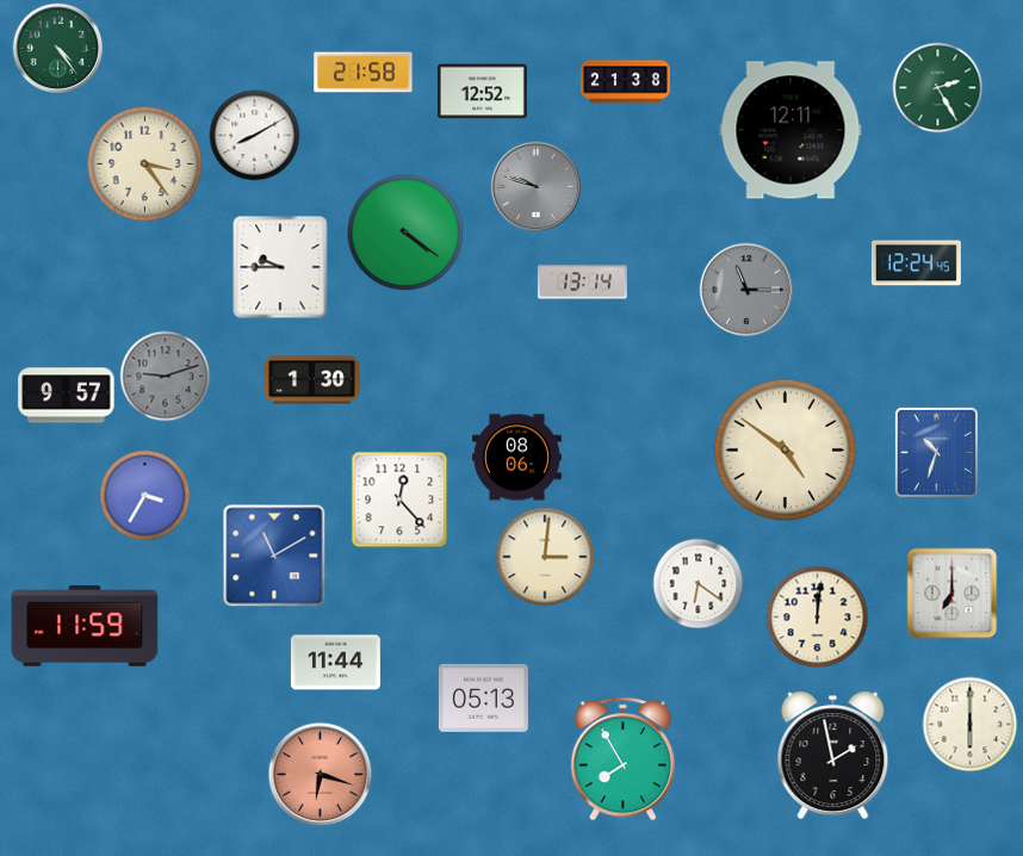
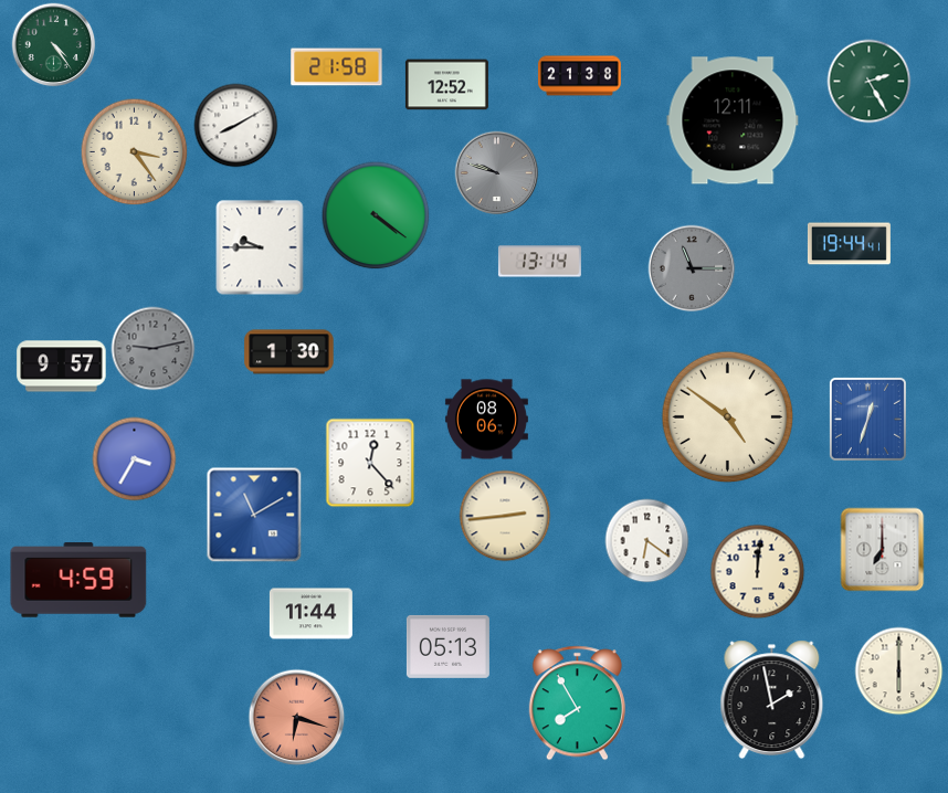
clock at (916, 263): 12:24 -> 19:44
clock at (166, 377): 9:12 -> 9:13
clock at (936, 452): 10:33 -> 12:33
clock at (516, 458) position: (516, 458) -> (486, 420)
clock at (545, 557): 3:01 -> 2:44
clock at (85, 626): 11:59 -> 4:59
